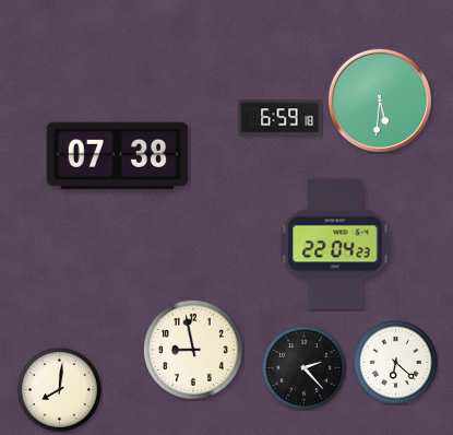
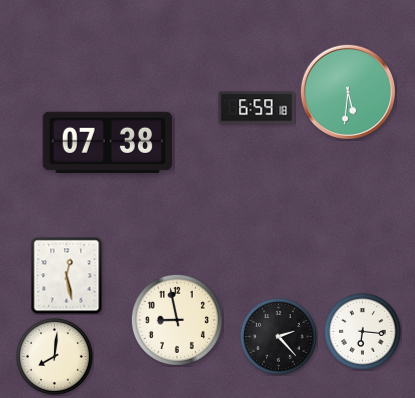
clock at (335, 244): 22:04 -> none
clock at (67, 275): none -> 12:28
clock at (396, 363): 6:22 -> 6:16
